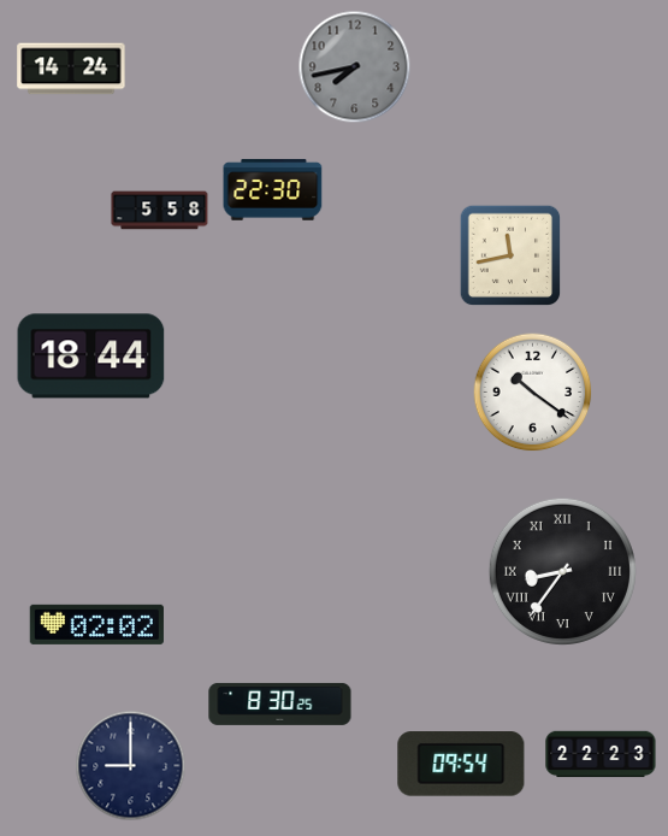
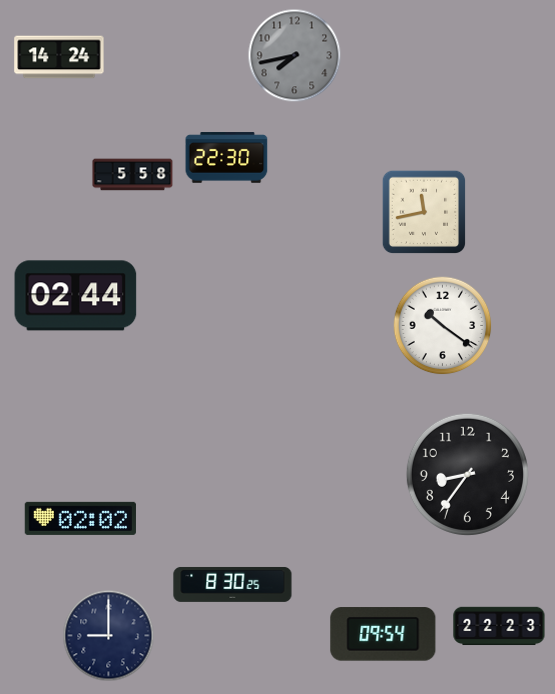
clock at (91, 357): 18:44 -> 02:44
clock at (562, 571) numerals: Roman -> Arabic
